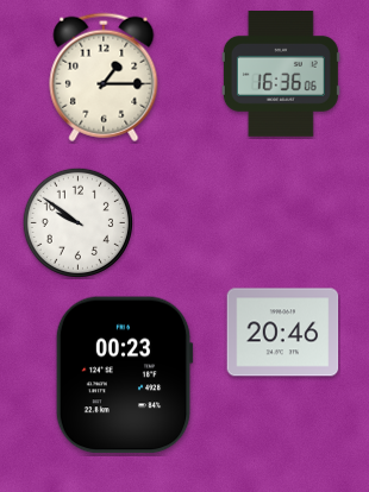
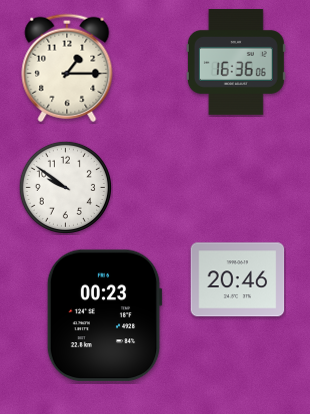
clock at (104, 77) position: (104, 77) -> (67, 68)
